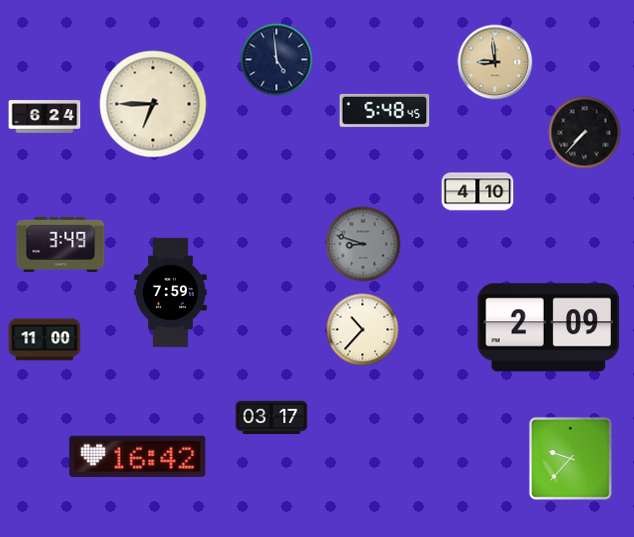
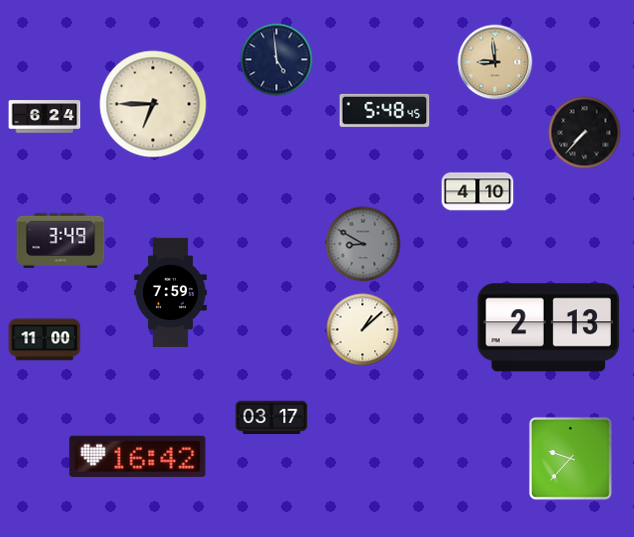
clock at (61, 244) position: (61, 244) -> (61, 240)
clock at (363, 244): 8:48 -> 8:50
clock at (549, 328): 2:09 -> 2:13
clock at (363, 330): 10:37 -> 1:08
